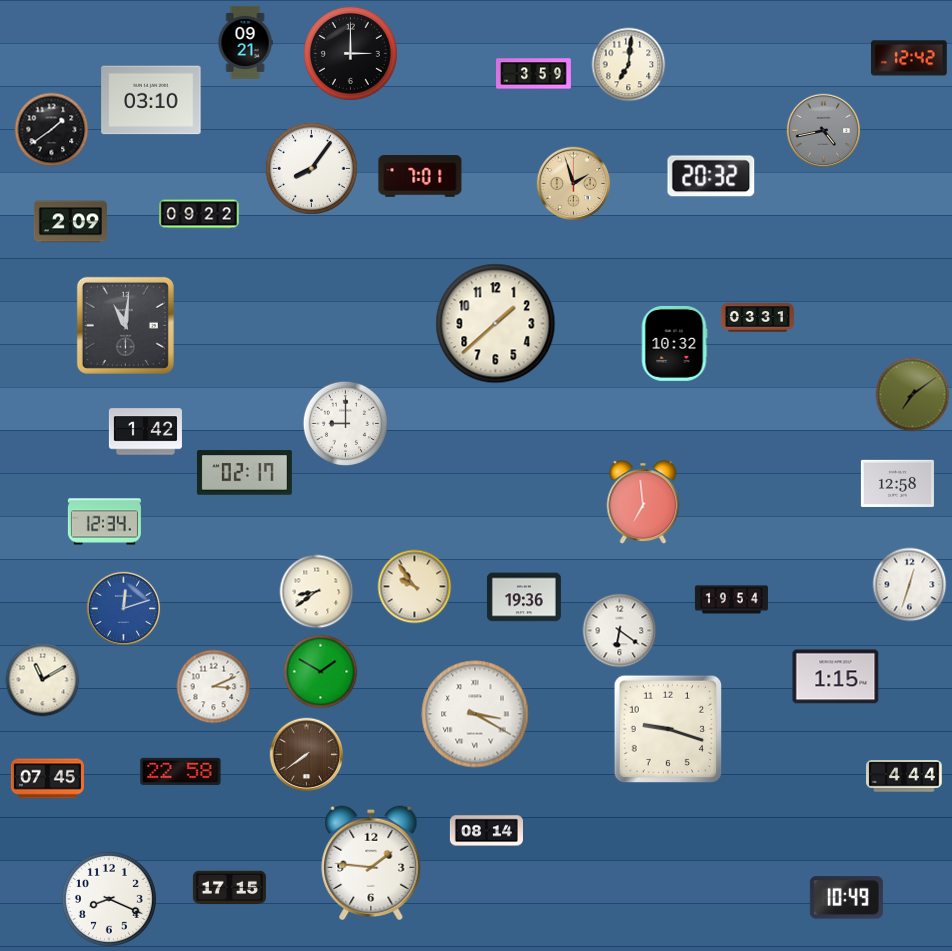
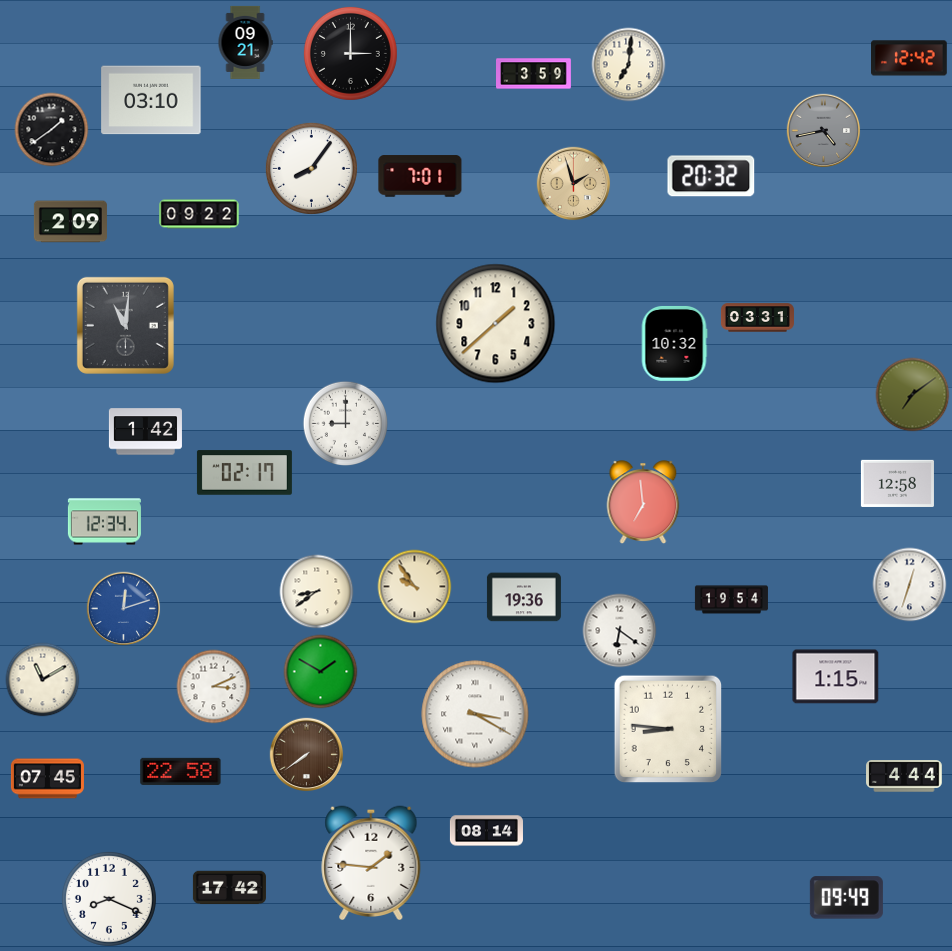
clock at (668, 729): 9:18 -> 8:46
clock at (229, 888): 17:15 -> 17:42
clock at (846, 898): 10:49 -> 09:49
